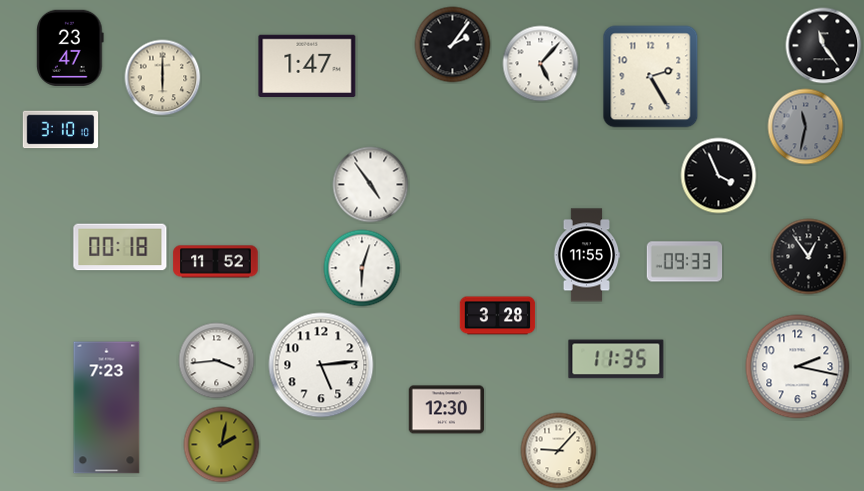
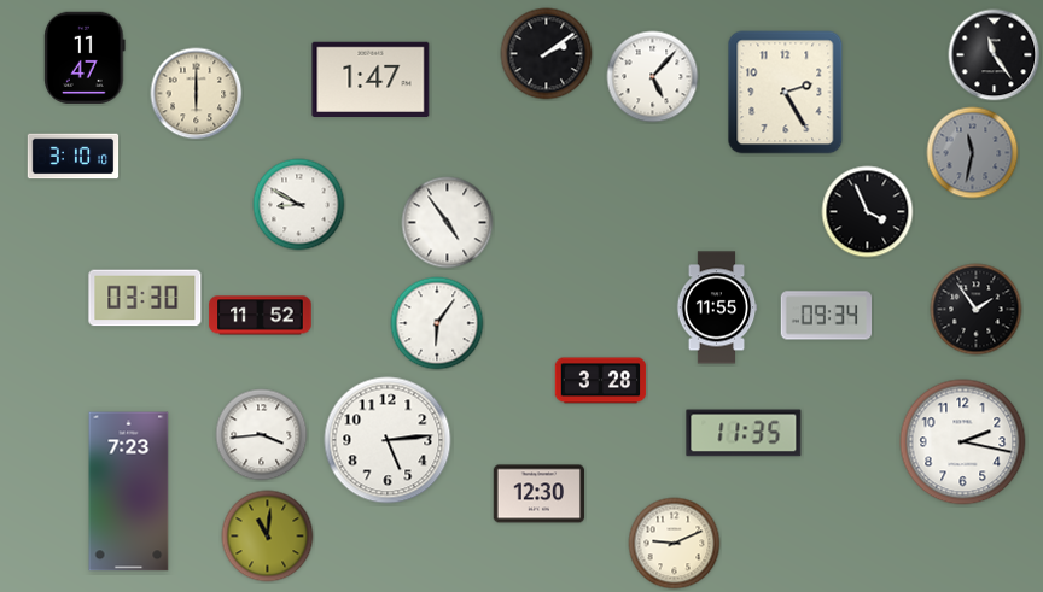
clock at (453, 45): 2:06 -> 2:09
clock at (70, 48): 23:47 -> 11:47
clock at (299, 205): none -> 8:50
clock at (120, 247): 00:18 -> 03:30
clock at (587, 255) position: (587, 255) -> (717, 307)
clock at (809, 257): 12:54 -> 1:54
clock at (685, 262): 09:33 -> 09:34
clock at (362, 268): 6:03 -> 6:06
clock at (222, 445): 2:02 -> 11:01
clock at (559, 451): 9:07 -> 9:11
